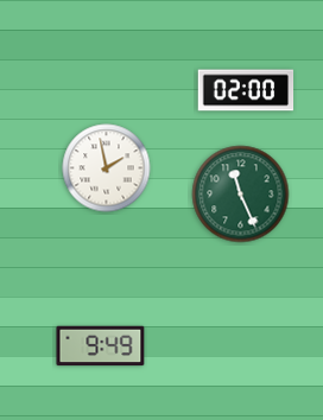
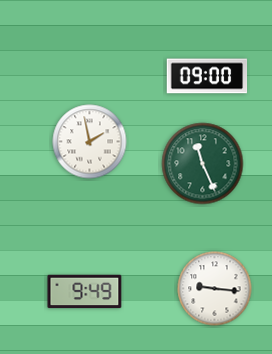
clock at (246, 90): 02:00 -> 09:00
clock at (215, 289): none -> 9:16
